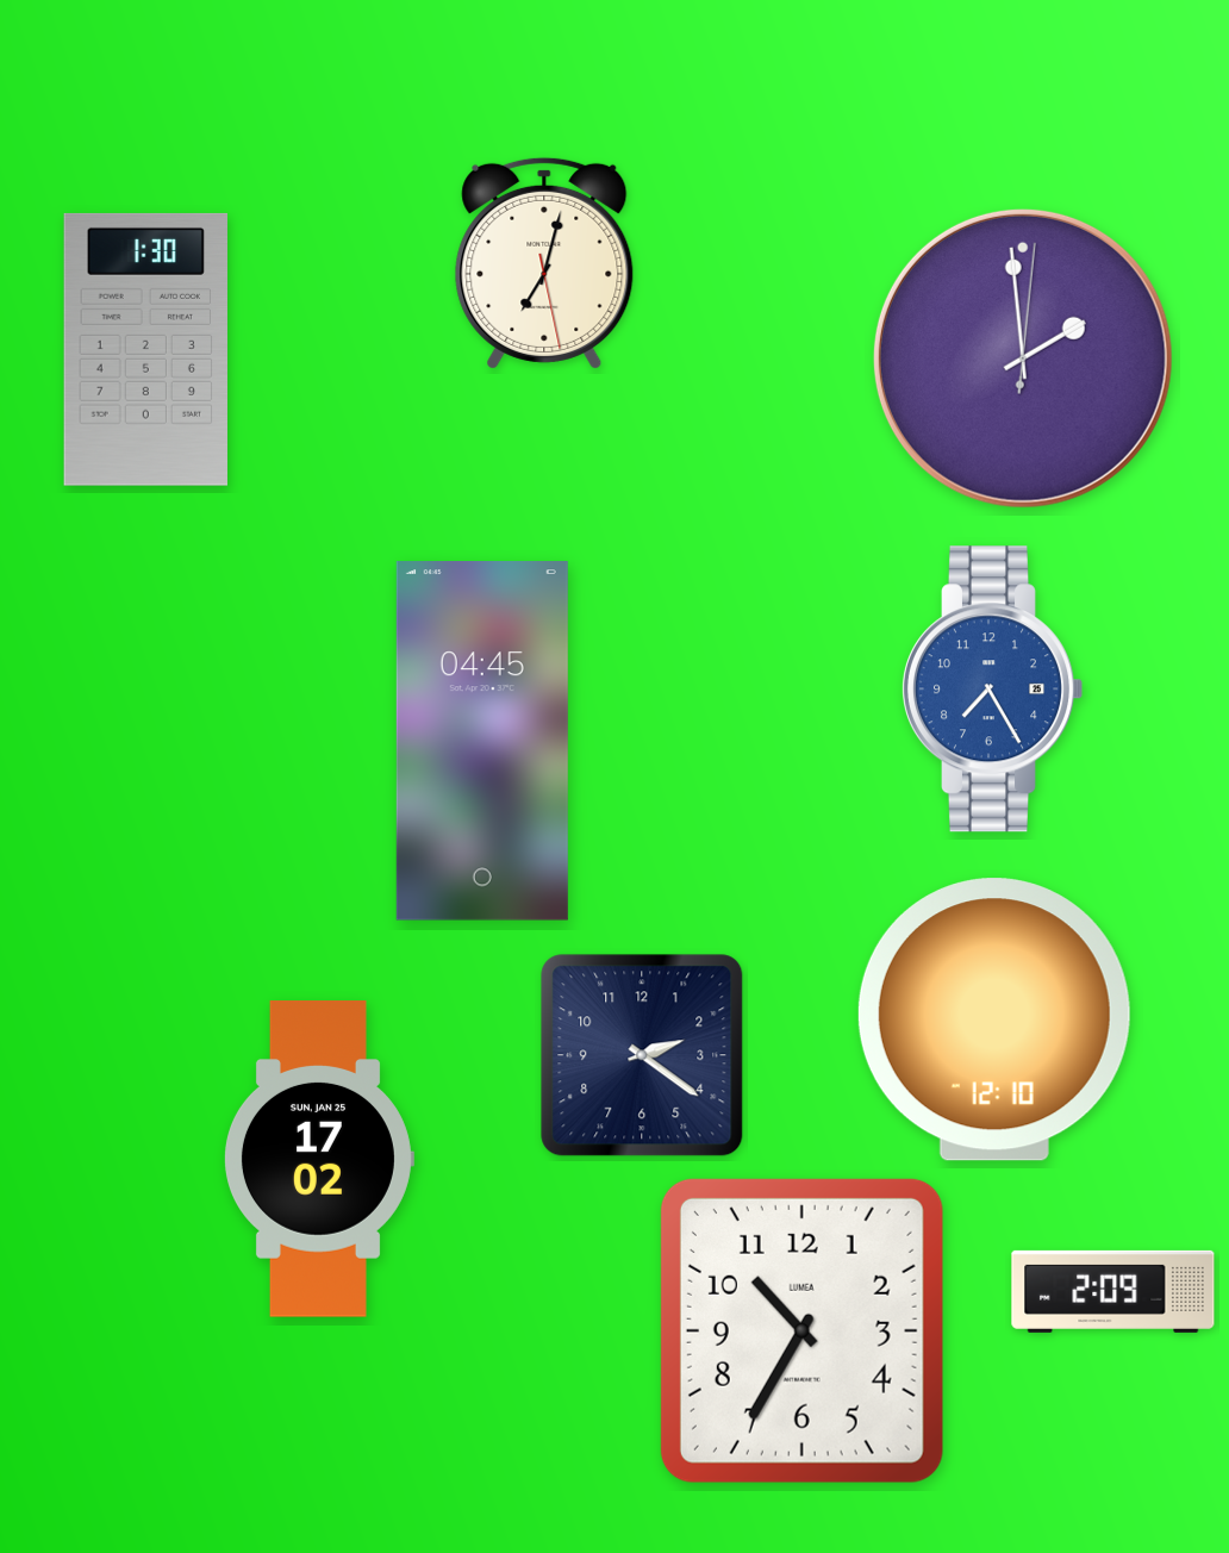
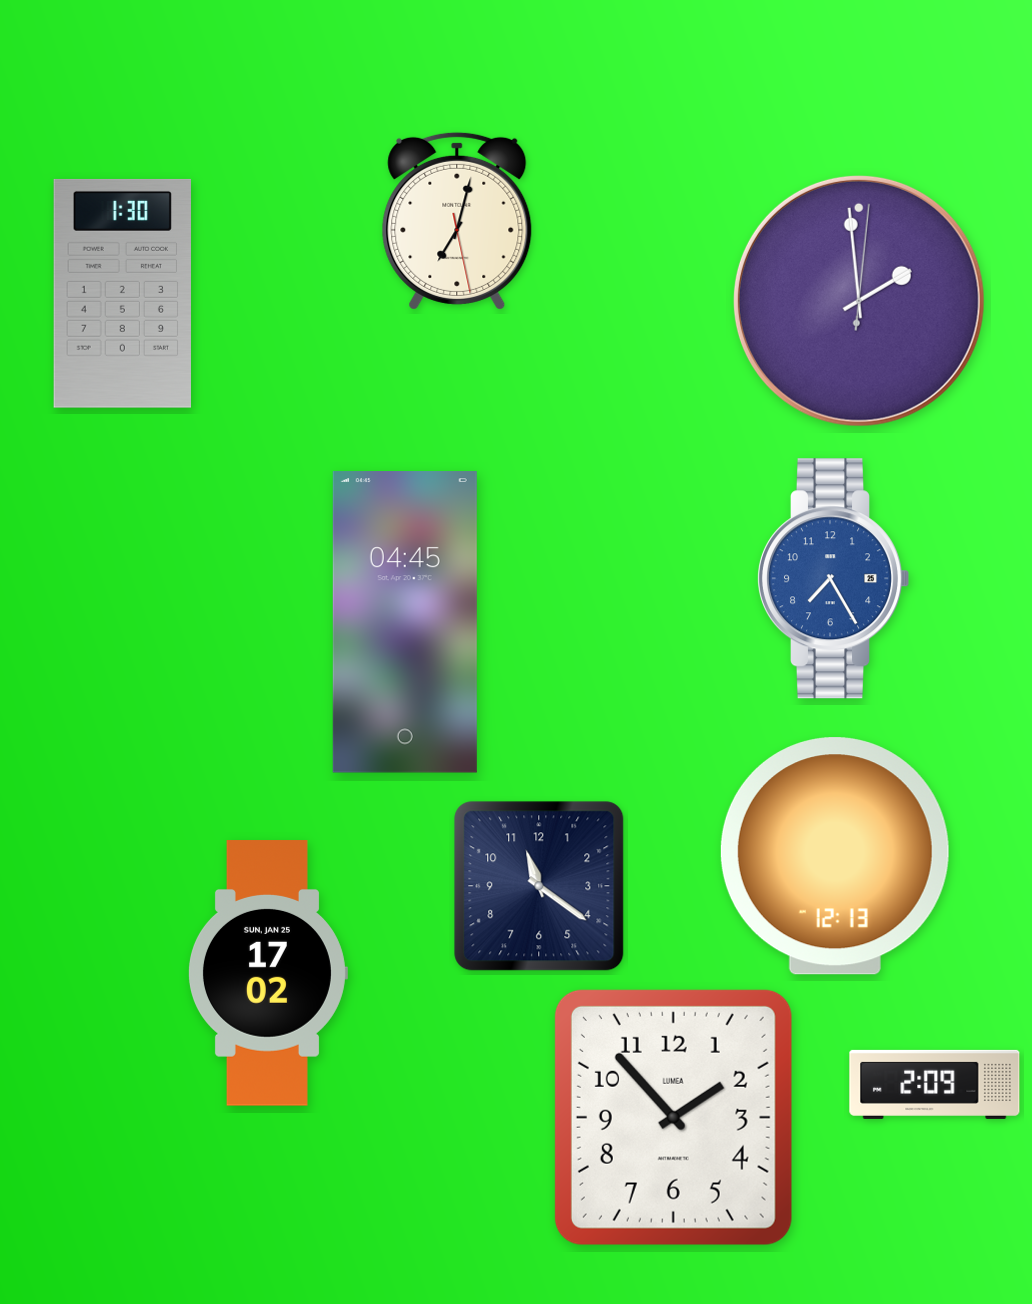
clock at (994, 1019): 12:10 -> 12:13
clock at (642, 1055): 2:21 -> 11:21
clock at (801, 1330): 10:35 -> 1:53
